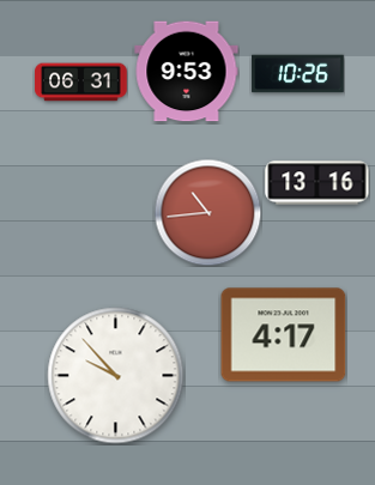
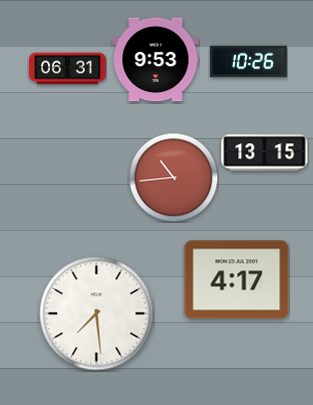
clock at (317, 183): 13:16 -> 13:15
clock at (116, 376): 9:53 -> 7:29
